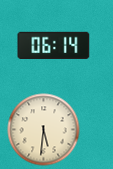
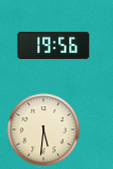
clock at (54, 45): 06:14 -> 19:56
